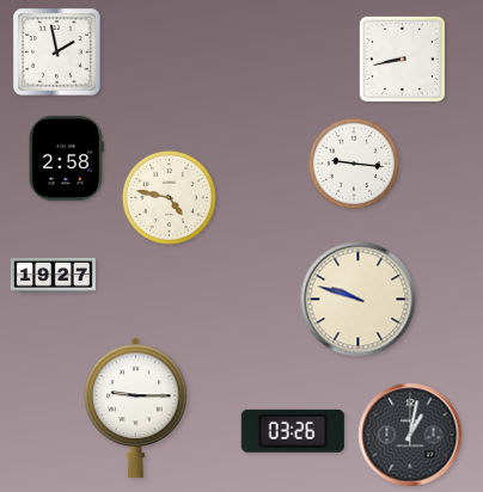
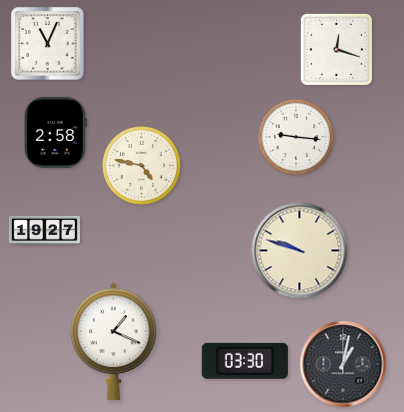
clock at (57, 53): 1:58 -> 11:04
clock at (402, 59): 8:43 -> 12:18
clock at (136, 407): 9:15 -> 1:19
clock at (293, 431): 03:26 -> 03:30
